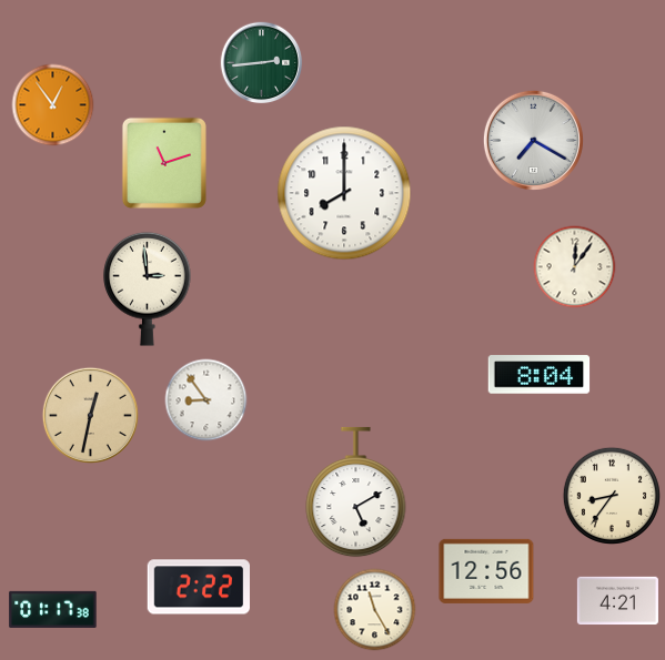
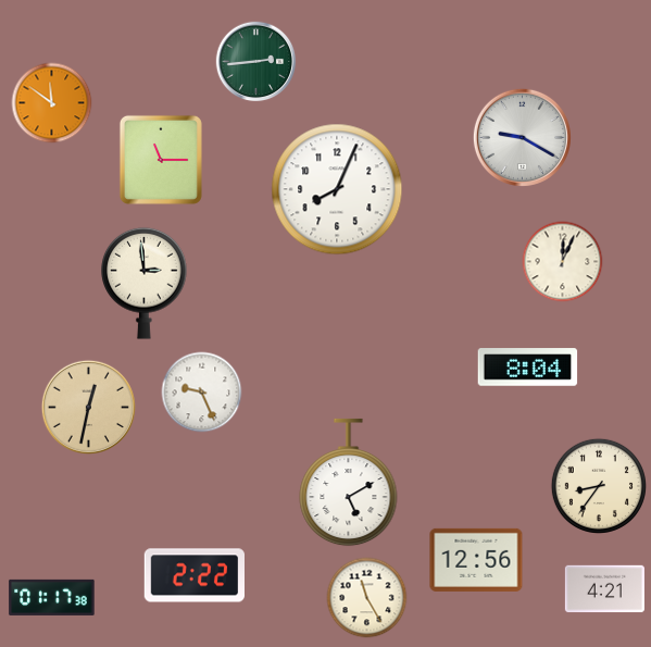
clock at (53, 105): 12:54 -> 11:51
clock at (533, 140): 7:20 -> 9:20
clock at (164, 163): 11:12 -> 11:15
clock at (344, 193): 8:00 -> 8:04
clock at (575, 267): 12:06 -> 12:04
clock at (206, 400): 8:54 -> 9:26
